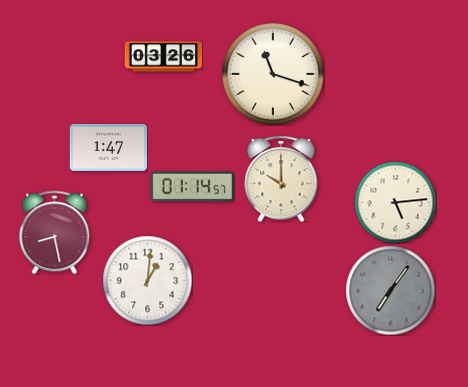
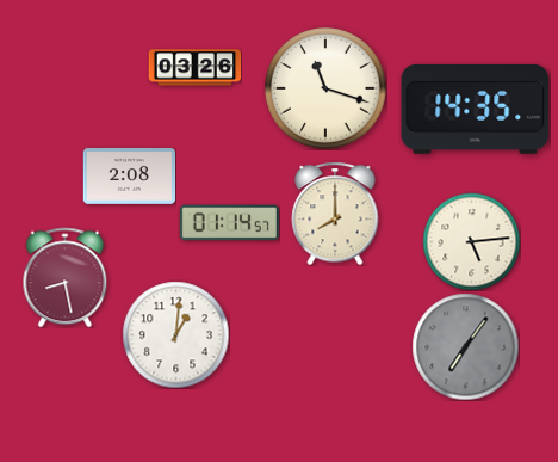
clock at (476, 109): none -> 14:35
clock at (108, 148): 1:47 -> 2:08
clock at (281, 179): 10:00 -> 8:00
